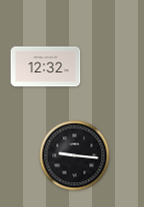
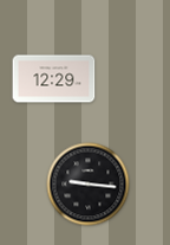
clock at (46, 67): 12:32 -> 12:29
